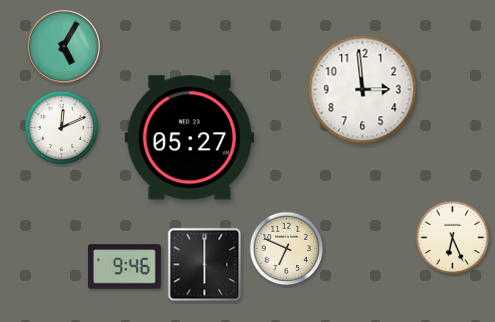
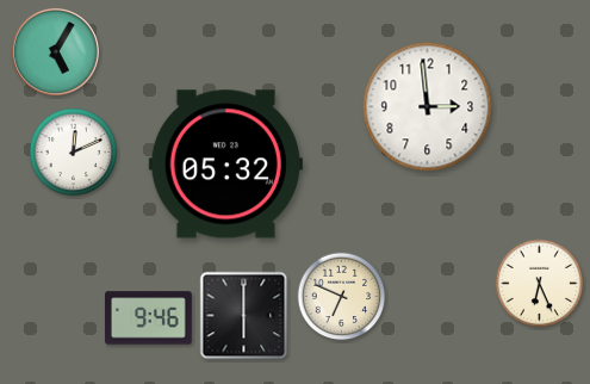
clock at (63, 46) position: (63, 46) -> (55, 51)
clock at (363, 90) position: (363, 90) -> (428, 107)
clock at (189, 138): 05:27 -> 05:32
